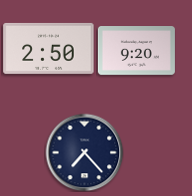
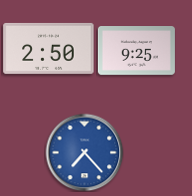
clock at (136, 51): 9:20 -> 9:25
clock at (84, 152) dial: navy -> blue
